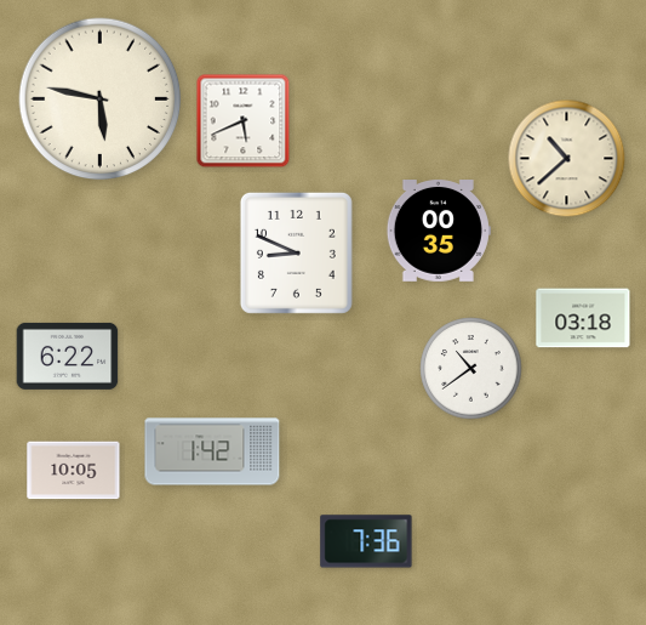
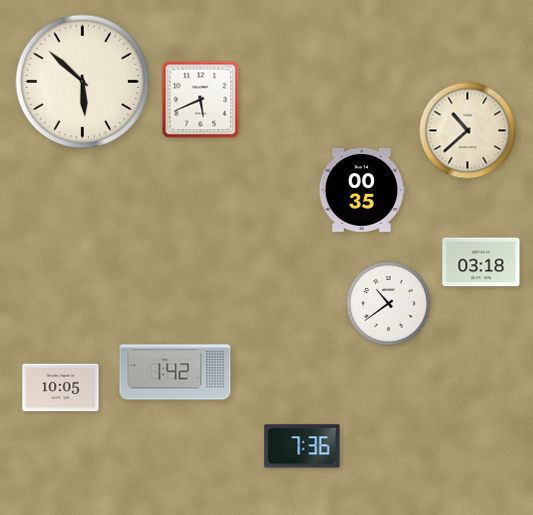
clock at (101, 100): 5:47 -> 5:52
clock at (296, 252): 8:49 -> none
clock at (68, 356): 6:22 -> none
